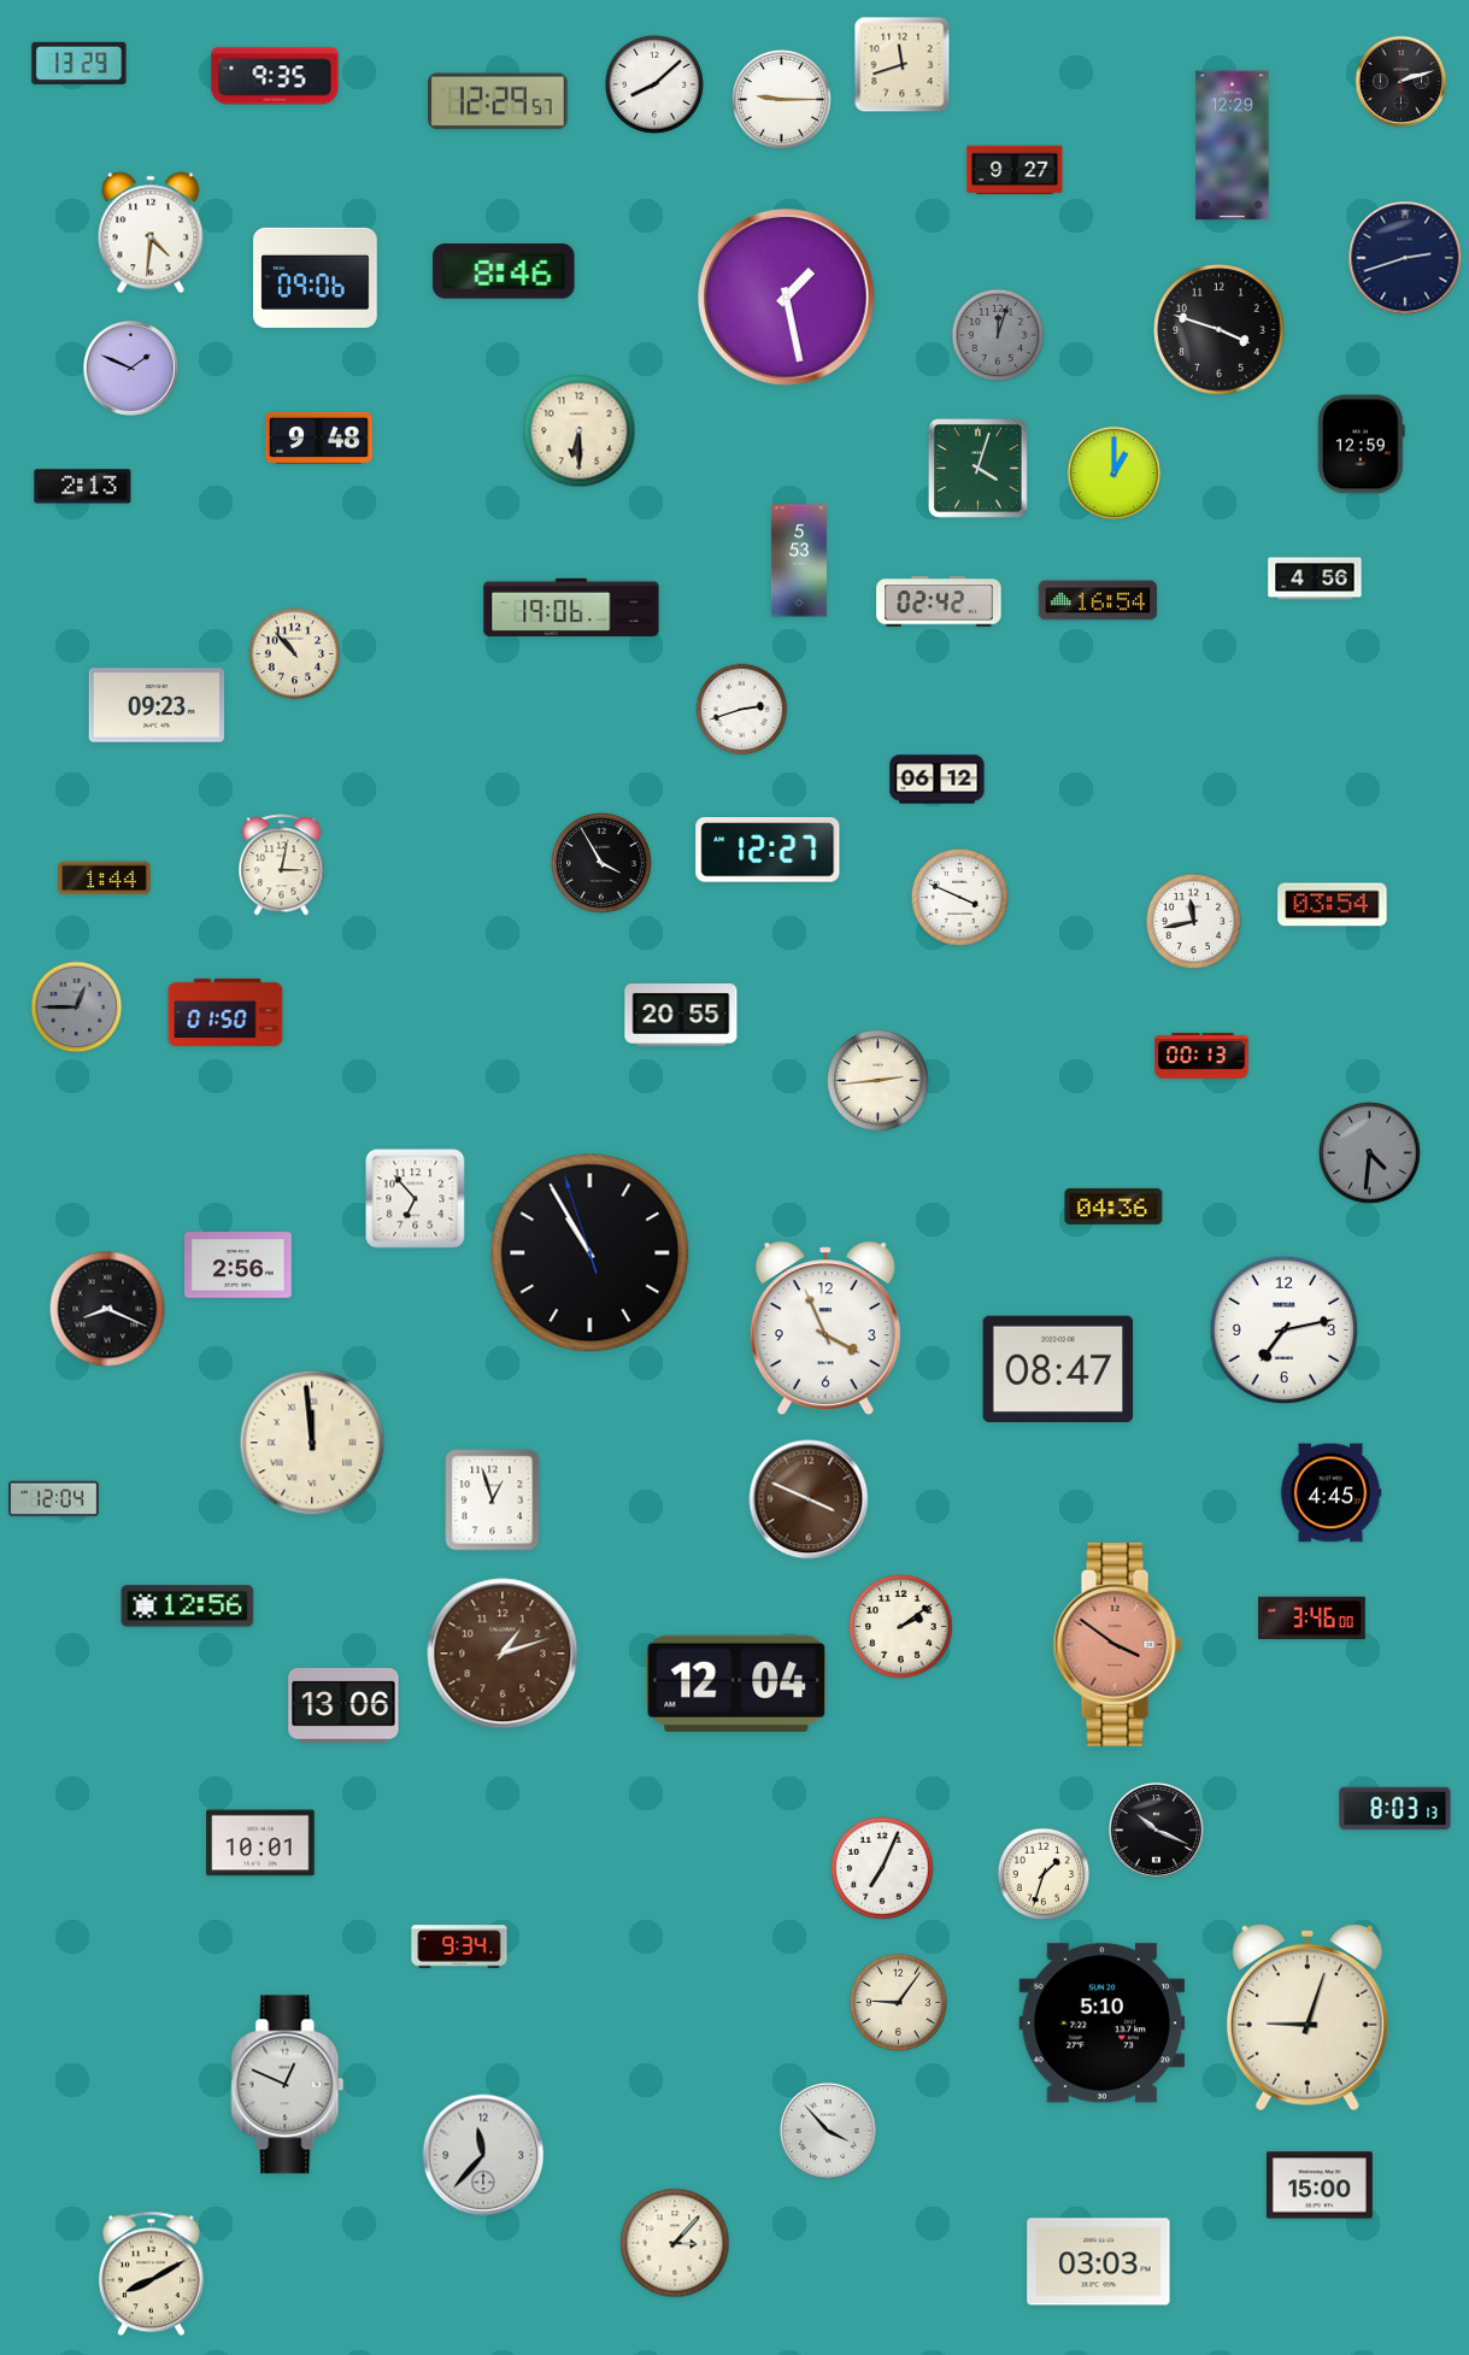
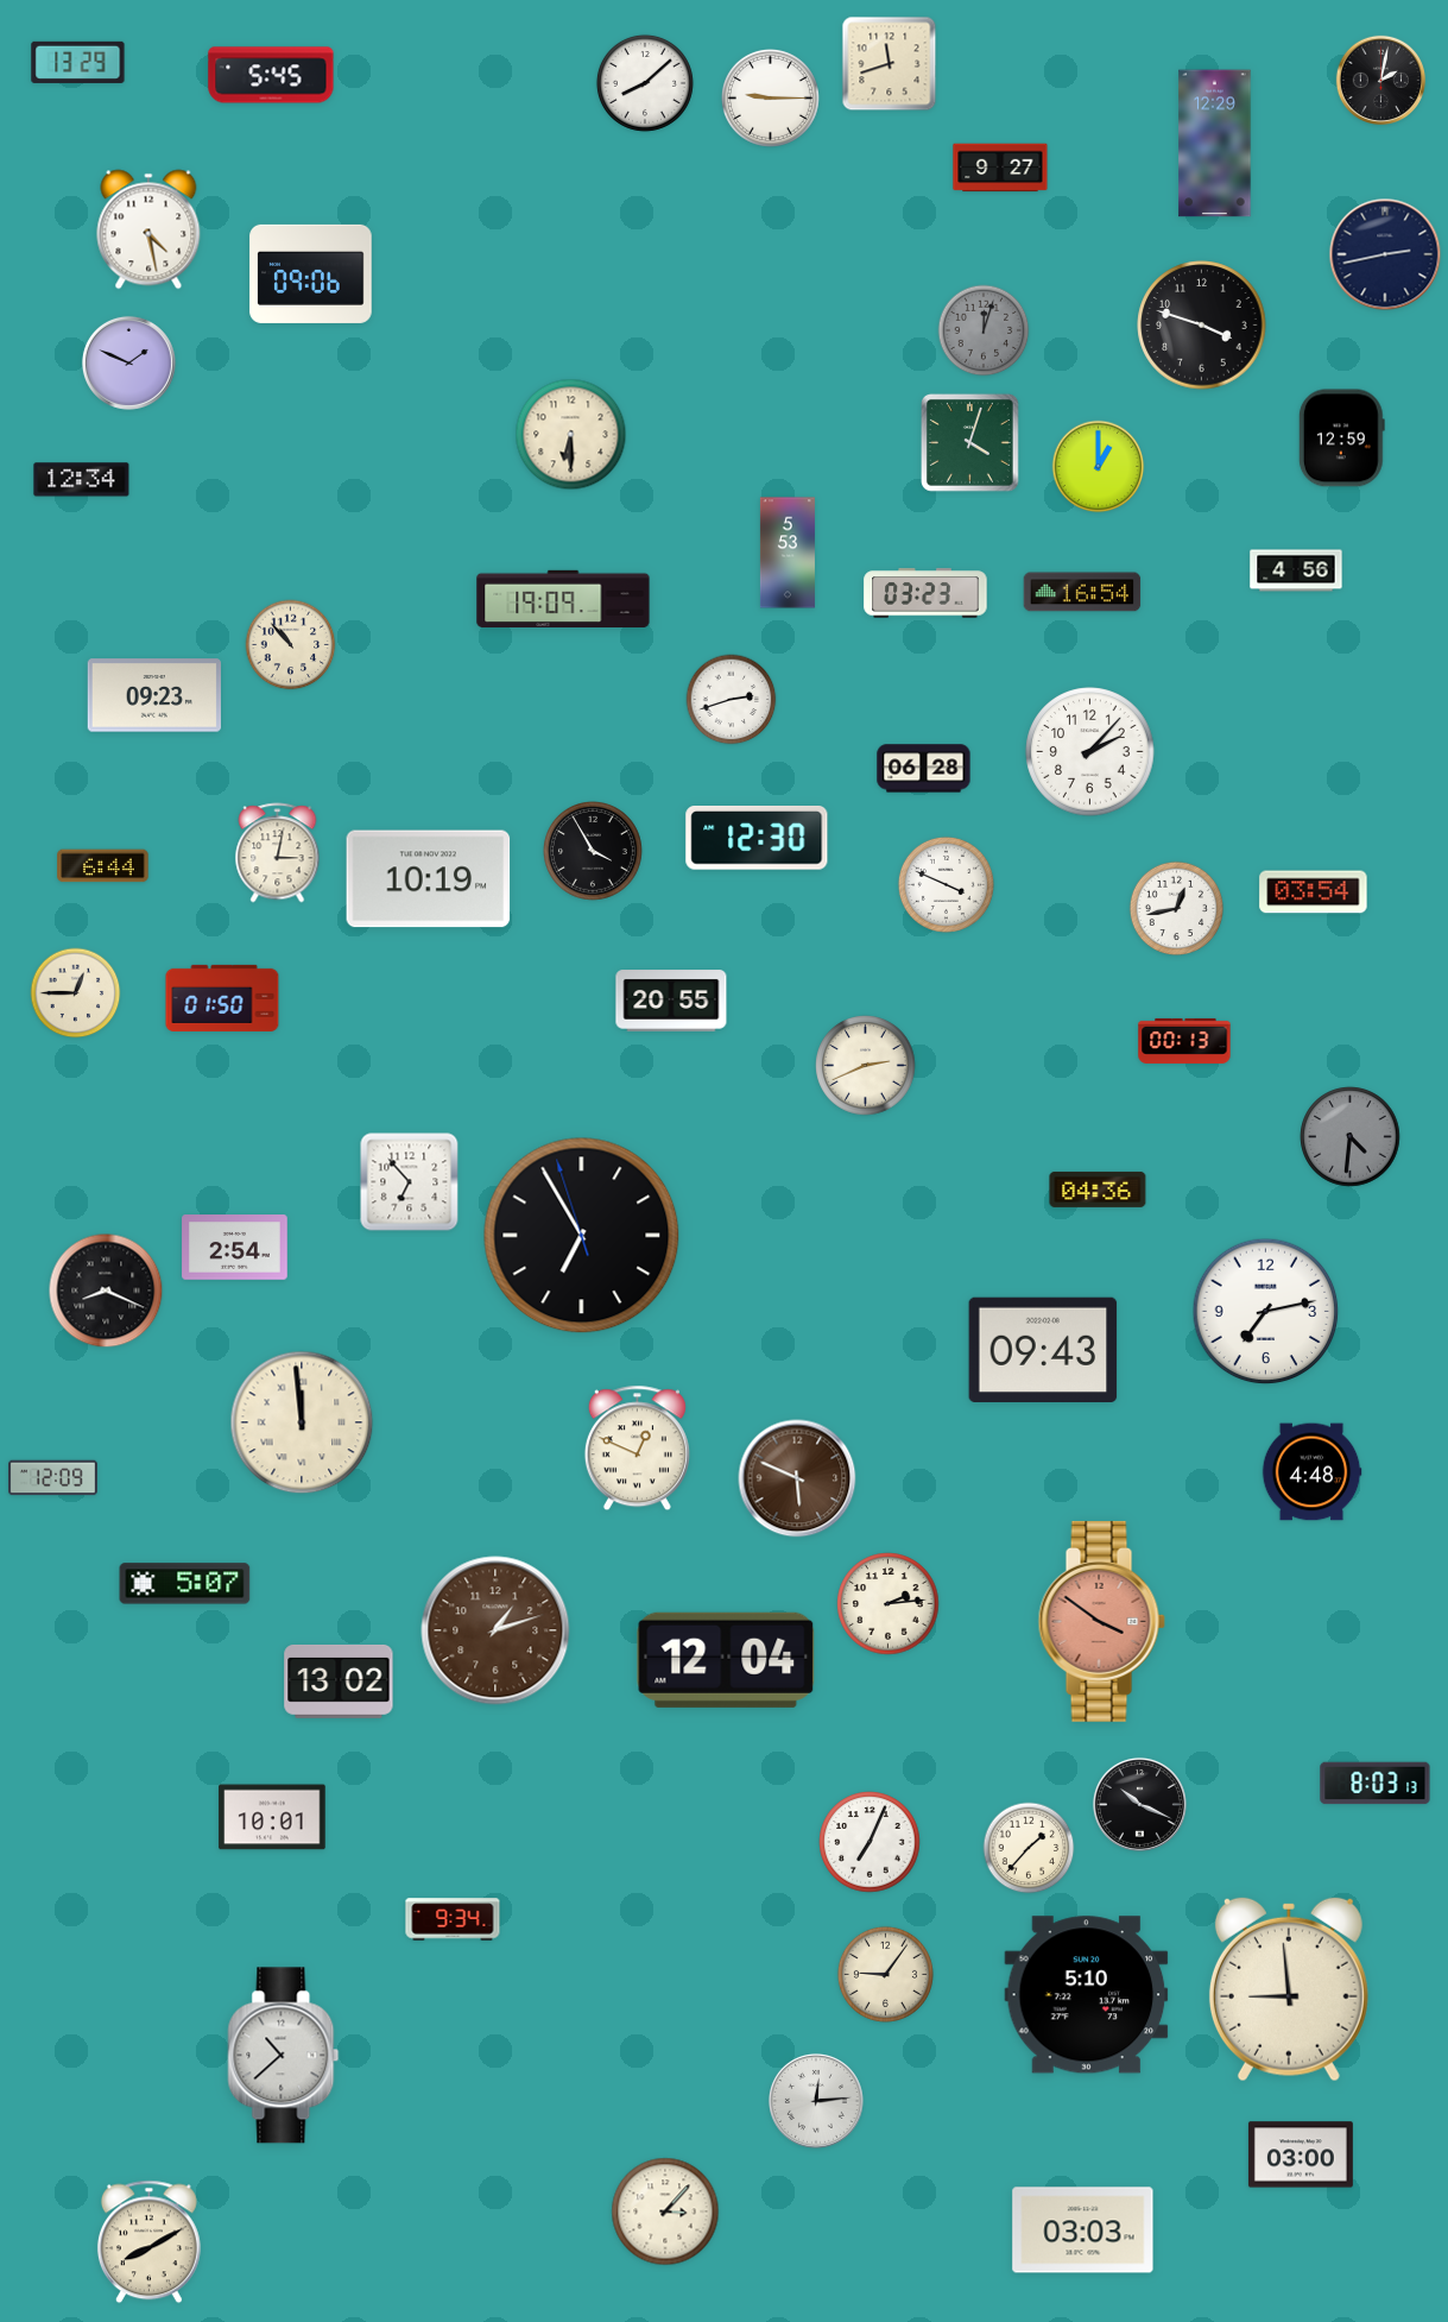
clock at (275, 76): 9:35 -> 5:45
clock at (1400, 81): 2:12 -> 2:02
clock at (499, 101): 12:29 -> none
clock at (151, 233): 4:31 -> 4:28
clock at (1405, 258): 2:42 -> 2:43
clock at (504, 271): 8:46 -> none
clock at (787, 298): 1:28 -> none
clock at (580, 431) position: (580, 431) -> (571, 435)
clock at (319, 437): 9:48 -> none
clock at (977, 468) position: (977, 468) -> (969, 442)
clock at (83, 487): 2:13 -> 12:34
clock at (939, 601): 02:42 -> 03:23
clock at (571, 606): 19:06 -> 19:09
clock at (1090, 752): none -> 2:07
clock at (938, 780): 06:12 -> 06:28
clock at (768, 851): 12:27 -> 12:30
clock at (105, 879): 1:44 -> 6:44
clock at (429, 879): none -> 10:19
clock at (1193, 921): 11:43 -> 12:43
clock at (77, 1008) dial: grey -> cream
clock at (879, 1081): 2:44 -> 2:41
clock at (590, 1253): 10:54 -> 6:54
clock at (239, 1265): 2:56 -> 2:54
clock at (825, 1328): 3:56 -> none
clock at (1058, 1368): 08:47 -> 09:43
clock at (312, 1443) position: (312, 1443) -> (302, 1422)
clock at (637, 1449): none -> 12:49
clock at (1330, 1493): 4:45 -> 4:48
clock at (54, 1499): 12:04 -> 12:09
clock at (809, 1499): 3:49 -> 5:49
clock at (493, 1500): 12:57 -> none
clock at (188, 1607): 12:56 -> 5:07
clock at (1312, 1619): 3:46 -> none
clock at (901, 1627): 2:09 -> 2:14
clock at (343, 1705): 13:06 -> 13:02
clock at (260, 1843) position: (260, 1843) -> (272, 1817)
clock at (1044, 1874): 1:33 -> 1:37
clock at (1308, 2018): 9:03 -> 8:59
clock at (288, 2085): 12:49 -> 10:38
clock at (828, 2131): 3:53 -> 12:14
clock at (483, 2155): 11:37 -> none
clock at (1320, 2185): 15:00 -> 03:00
